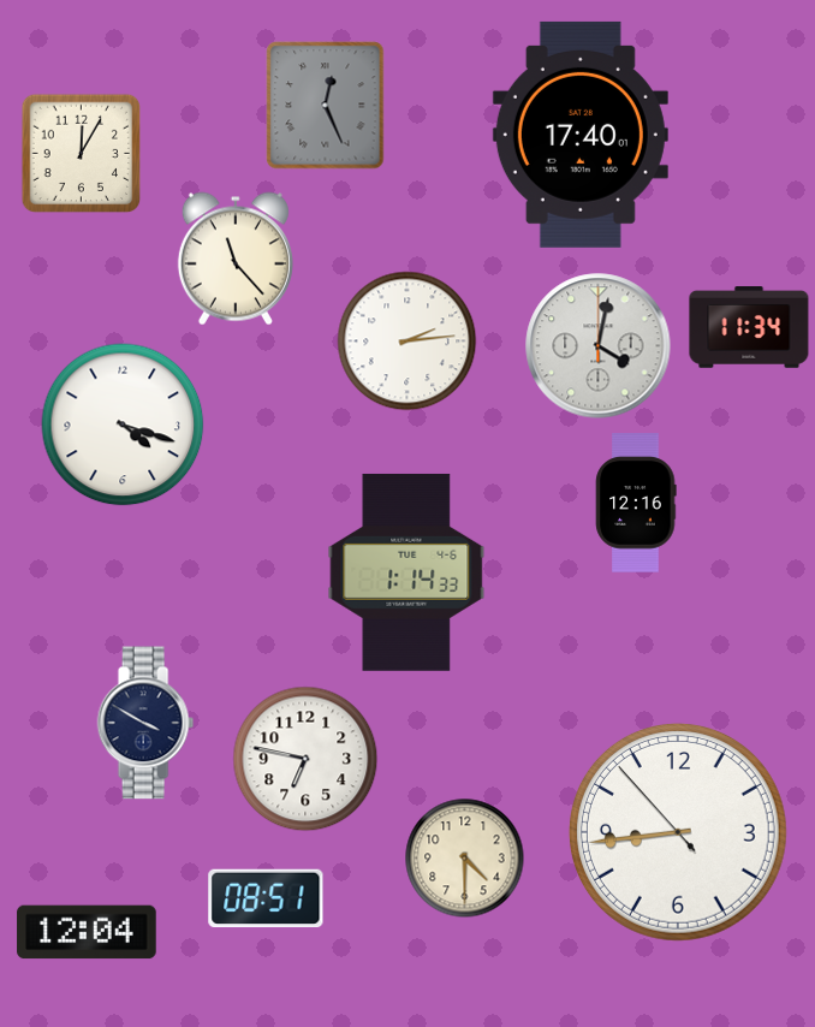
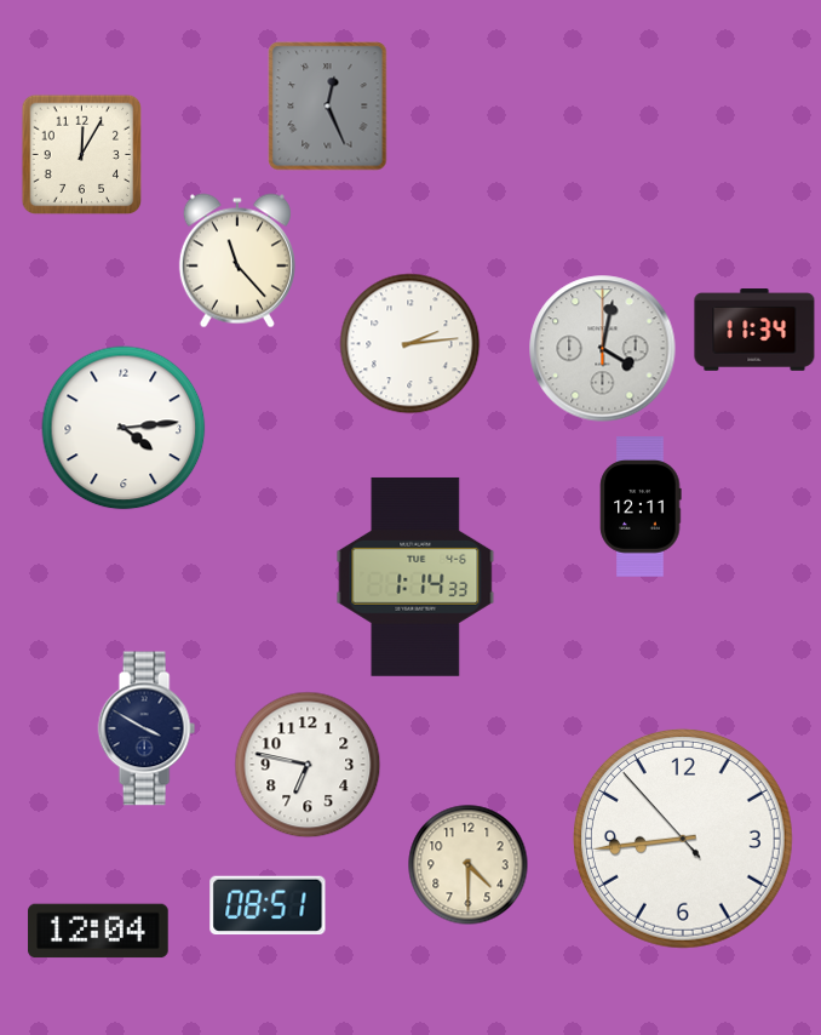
clock at (581, 135): 17:40 -> none
clock at (123, 425): 4:18 -> 4:14
clock at (636, 503): 12:16 -> 12:11
clock at (406, 572) position: (406, 572) -> (415, 577)
clock at (87, 932) position: (87, 932) -> (98, 931)
